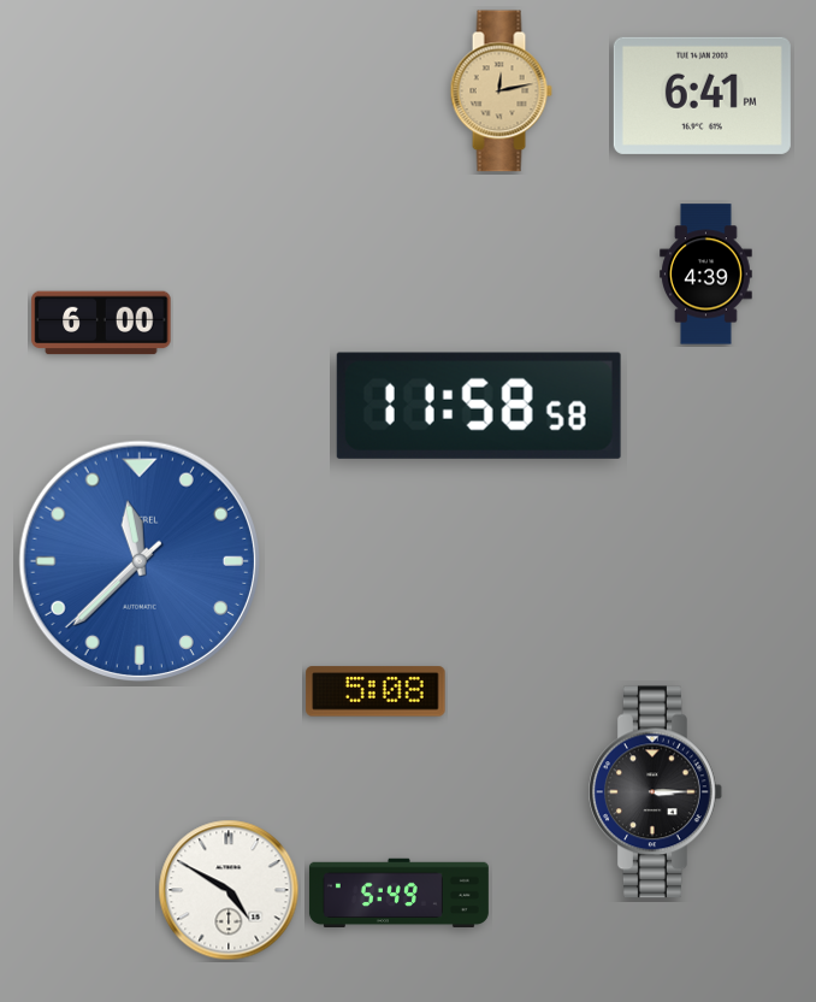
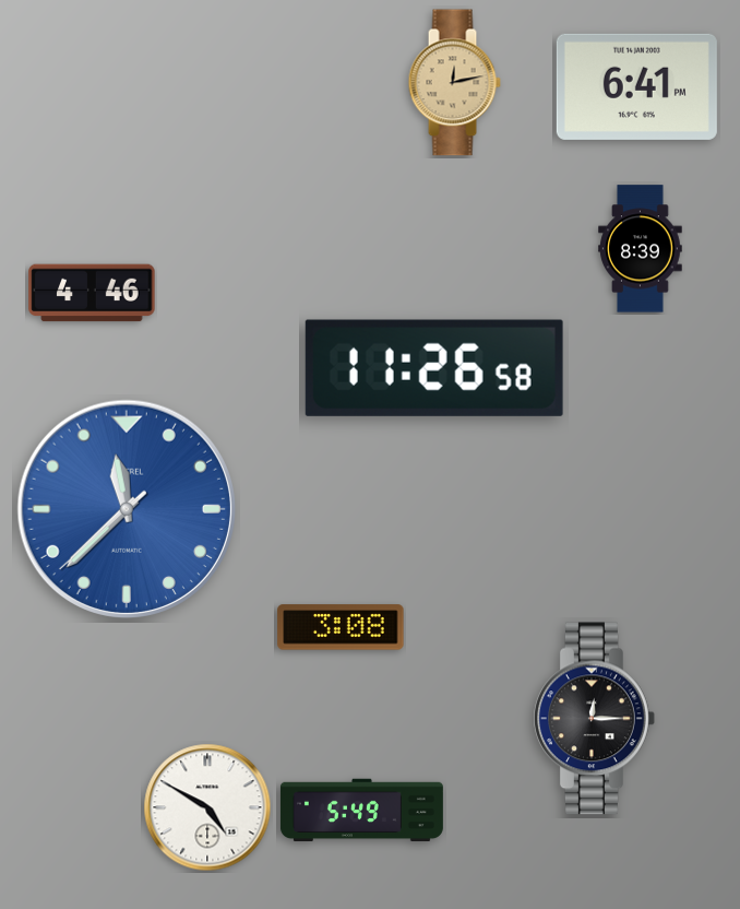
clock at (706, 275): 4:39 -> 8:39
clock at (101, 323): 6:00 -> 4:46
clock at (479, 406): 11:58 -> 11:26
clock at (376, 691): 5:08 -> 3:08
clock at (656, 792): 3:15 -> 12:15
